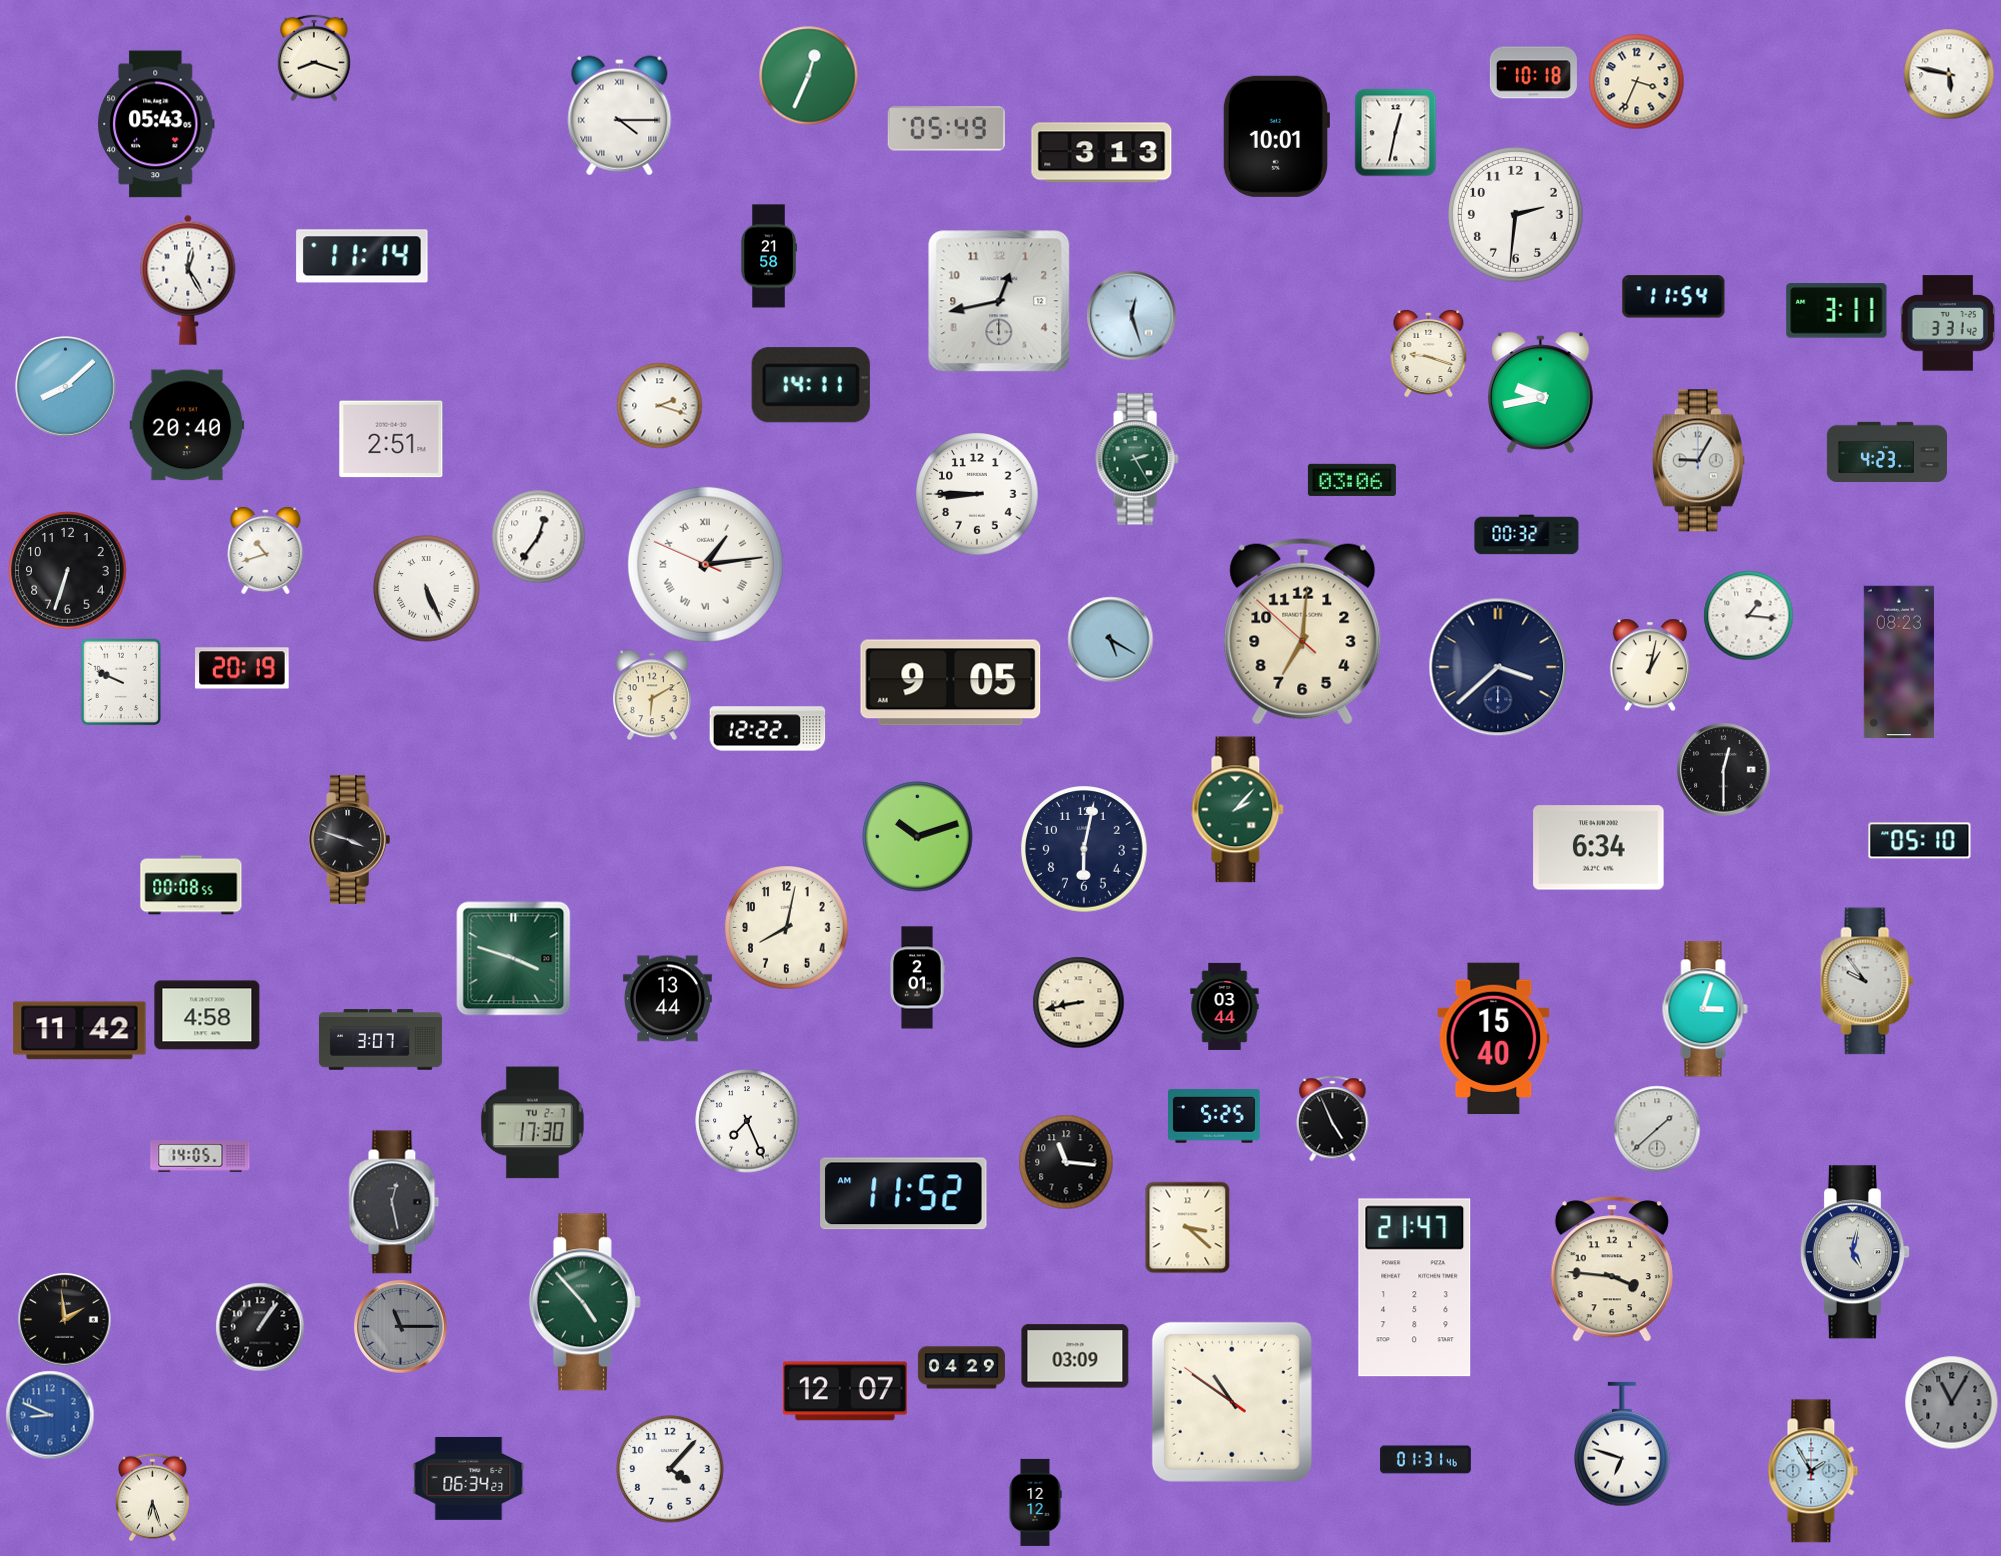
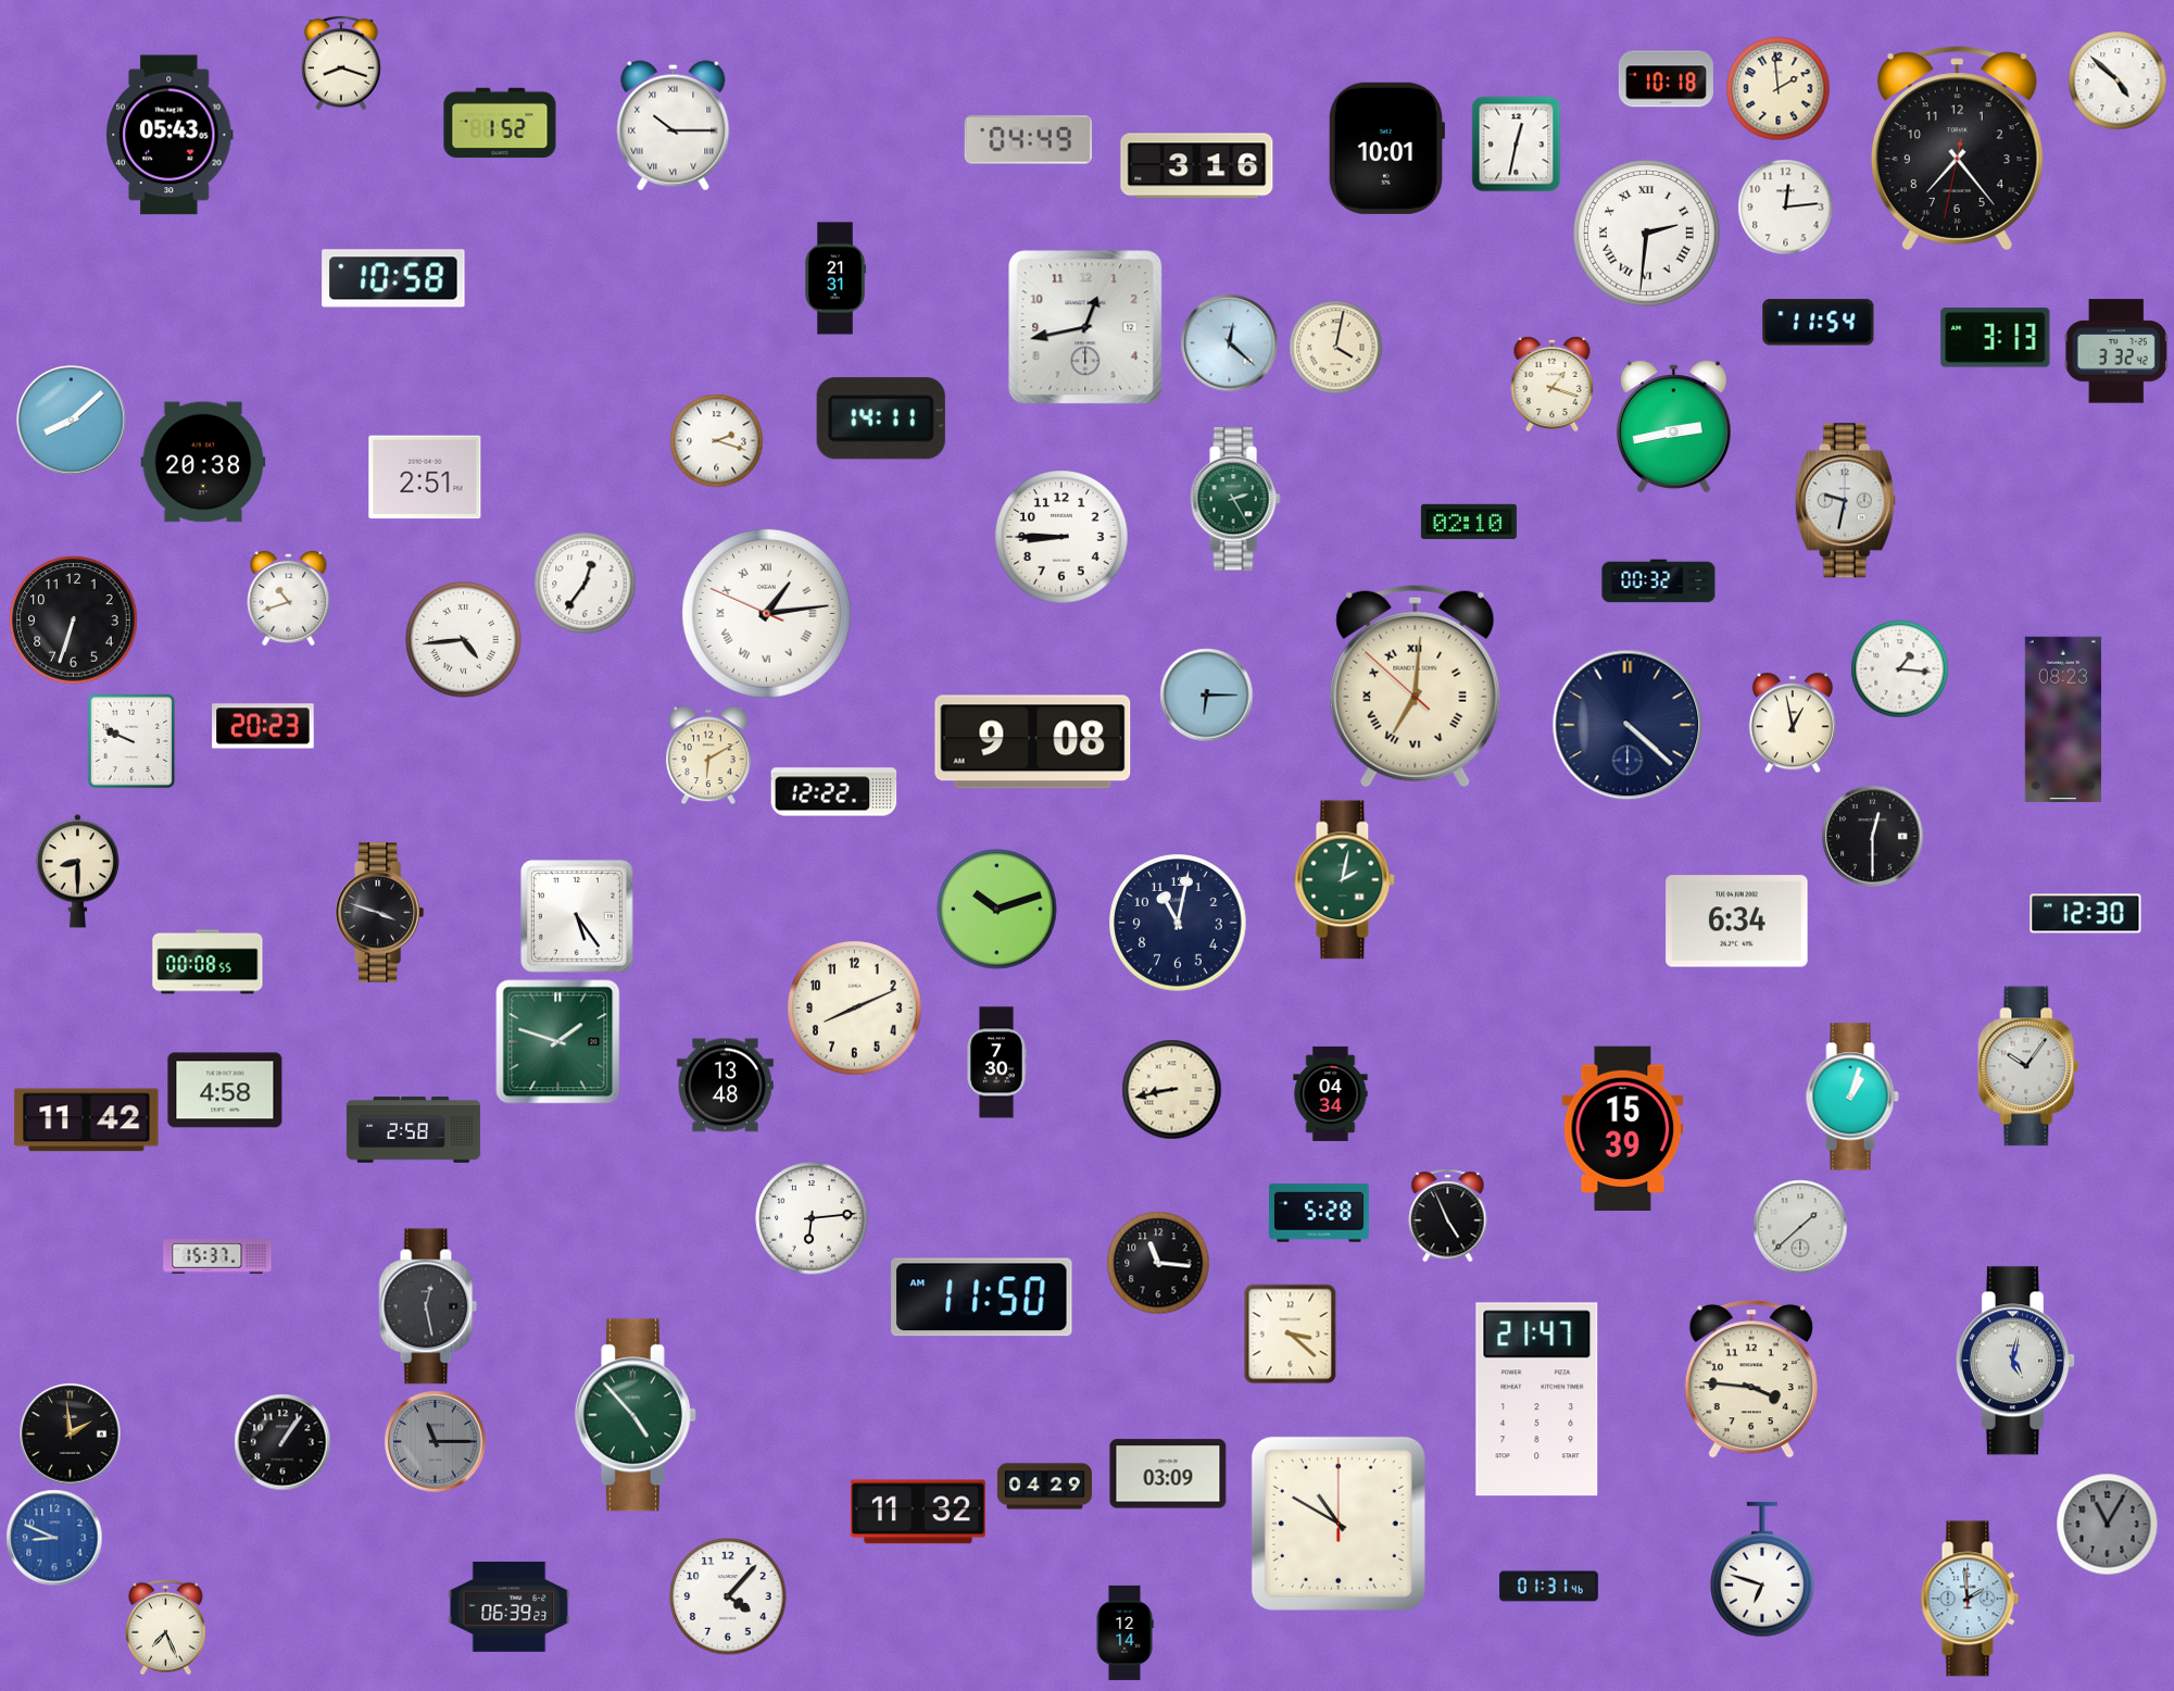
clock at (1949, 74): 5:47 -> 4:52
clock at (809, 76): 12:34 -> none
clock at (1637, 82): 3:34 -> 1:59
clock at (500, 123): none -> 1:52
clock at (620, 116): 4:15 -> 10:15
clock at (946, 129): 05:49 -> 04:49
clock at (1957, 148): none -> 7:23
clock at (1102, 153): 3:13 -> 3:16
clock at (1786, 208): none -> 12:14
clock at (1516, 215) numerals: Arabic -> Roman
clock at (362, 256): 11:14 -> 10:58
clock at (769, 256): 21:58 -> 21:31
clock at (188, 280): 12:25 -> none
clock at (1837, 311): 3:11 -> 3:13
clock at (1132, 316): 12:27 -> 12:22
clock at (1336, 348): none -> 4:02
clock at (1947, 323): 3:31 -> 3:32
clock at (1429, 353): 9:18 -> 1:18
clock at (1541, 393): 9:43 -> 2:43
clock at (187, 425): 20:40 -> 20:38
clock at (1887, 451): 4:23 -> none
clock at (1698, 461): 9:05 -> 9:32
clock at (1352, 480): 03:06 -> 02:10
clock at (427, 589): 5:26 -> 4:44
clock at (1303, 631) numerals: Arabic -> Roman
clock at (1111, 640): 5:20 -> 6:15
clock at (1650, 665): 1:02 -> 12:58
clock at (1498, 667): 3:38 -> 4:22
clock at (242, 668): 20:19 -> 20:23
clock at (951, 683): 9:05 -> 9:08
clock at (77, 872): none -> 8:30
clock at (1238, 810): 2:07 -> 2:02
clock at (1920, 841): 05:10 -> 12:30
clock at (578, 917): none -> 5:24
clock at (1084, 849): 6:02 -> 11:02
clock at (787, 928): 8:02 -> 8:11
clock at (514, 959): 3:48 -> 1:48
clock at (917, 978): 2:01 -> 7:30
clock at (1867, 981): 9:54 -> 10:06
clock at (667, 999): 13:44 -> 13:48
clock at (1225, 1006): 03:44 -> 04:34
clock at (1705, 1009): 3:03 -> 1:03
clock at (207, 1015) position: (207, 1015) -> (225, 1090)
clock at (1494, 1039): 15:40 -> 15:39
clock at (380, 1040): 3:07 -> 2:58
clock at (1215, 1116): 5:25 -> 5:28
clock at (747, 1121): 7:26 -> 6:14
clock at (533, 1123): 17:30 -> none
clock at (200, 1156): 14:05 -> 15:37
clock at (904, 1194): 11:52 -> 11:50
clock at (845, 1391): 12:07 -> 11:32
clock at (1232, 1402): 10:50:51 -> 10:50:00
clock at (1952, 1403) position: (1952, 1403) -> (2108, 1525)
clock at (1813, 1471): 1:55 -> 1:59
clock at (469, 1478): 06:34 -> 06:39
clock at (152, 1498): 6:27 -> 7:26
clock at (1035, 1502): 12:12 -> 12:14
